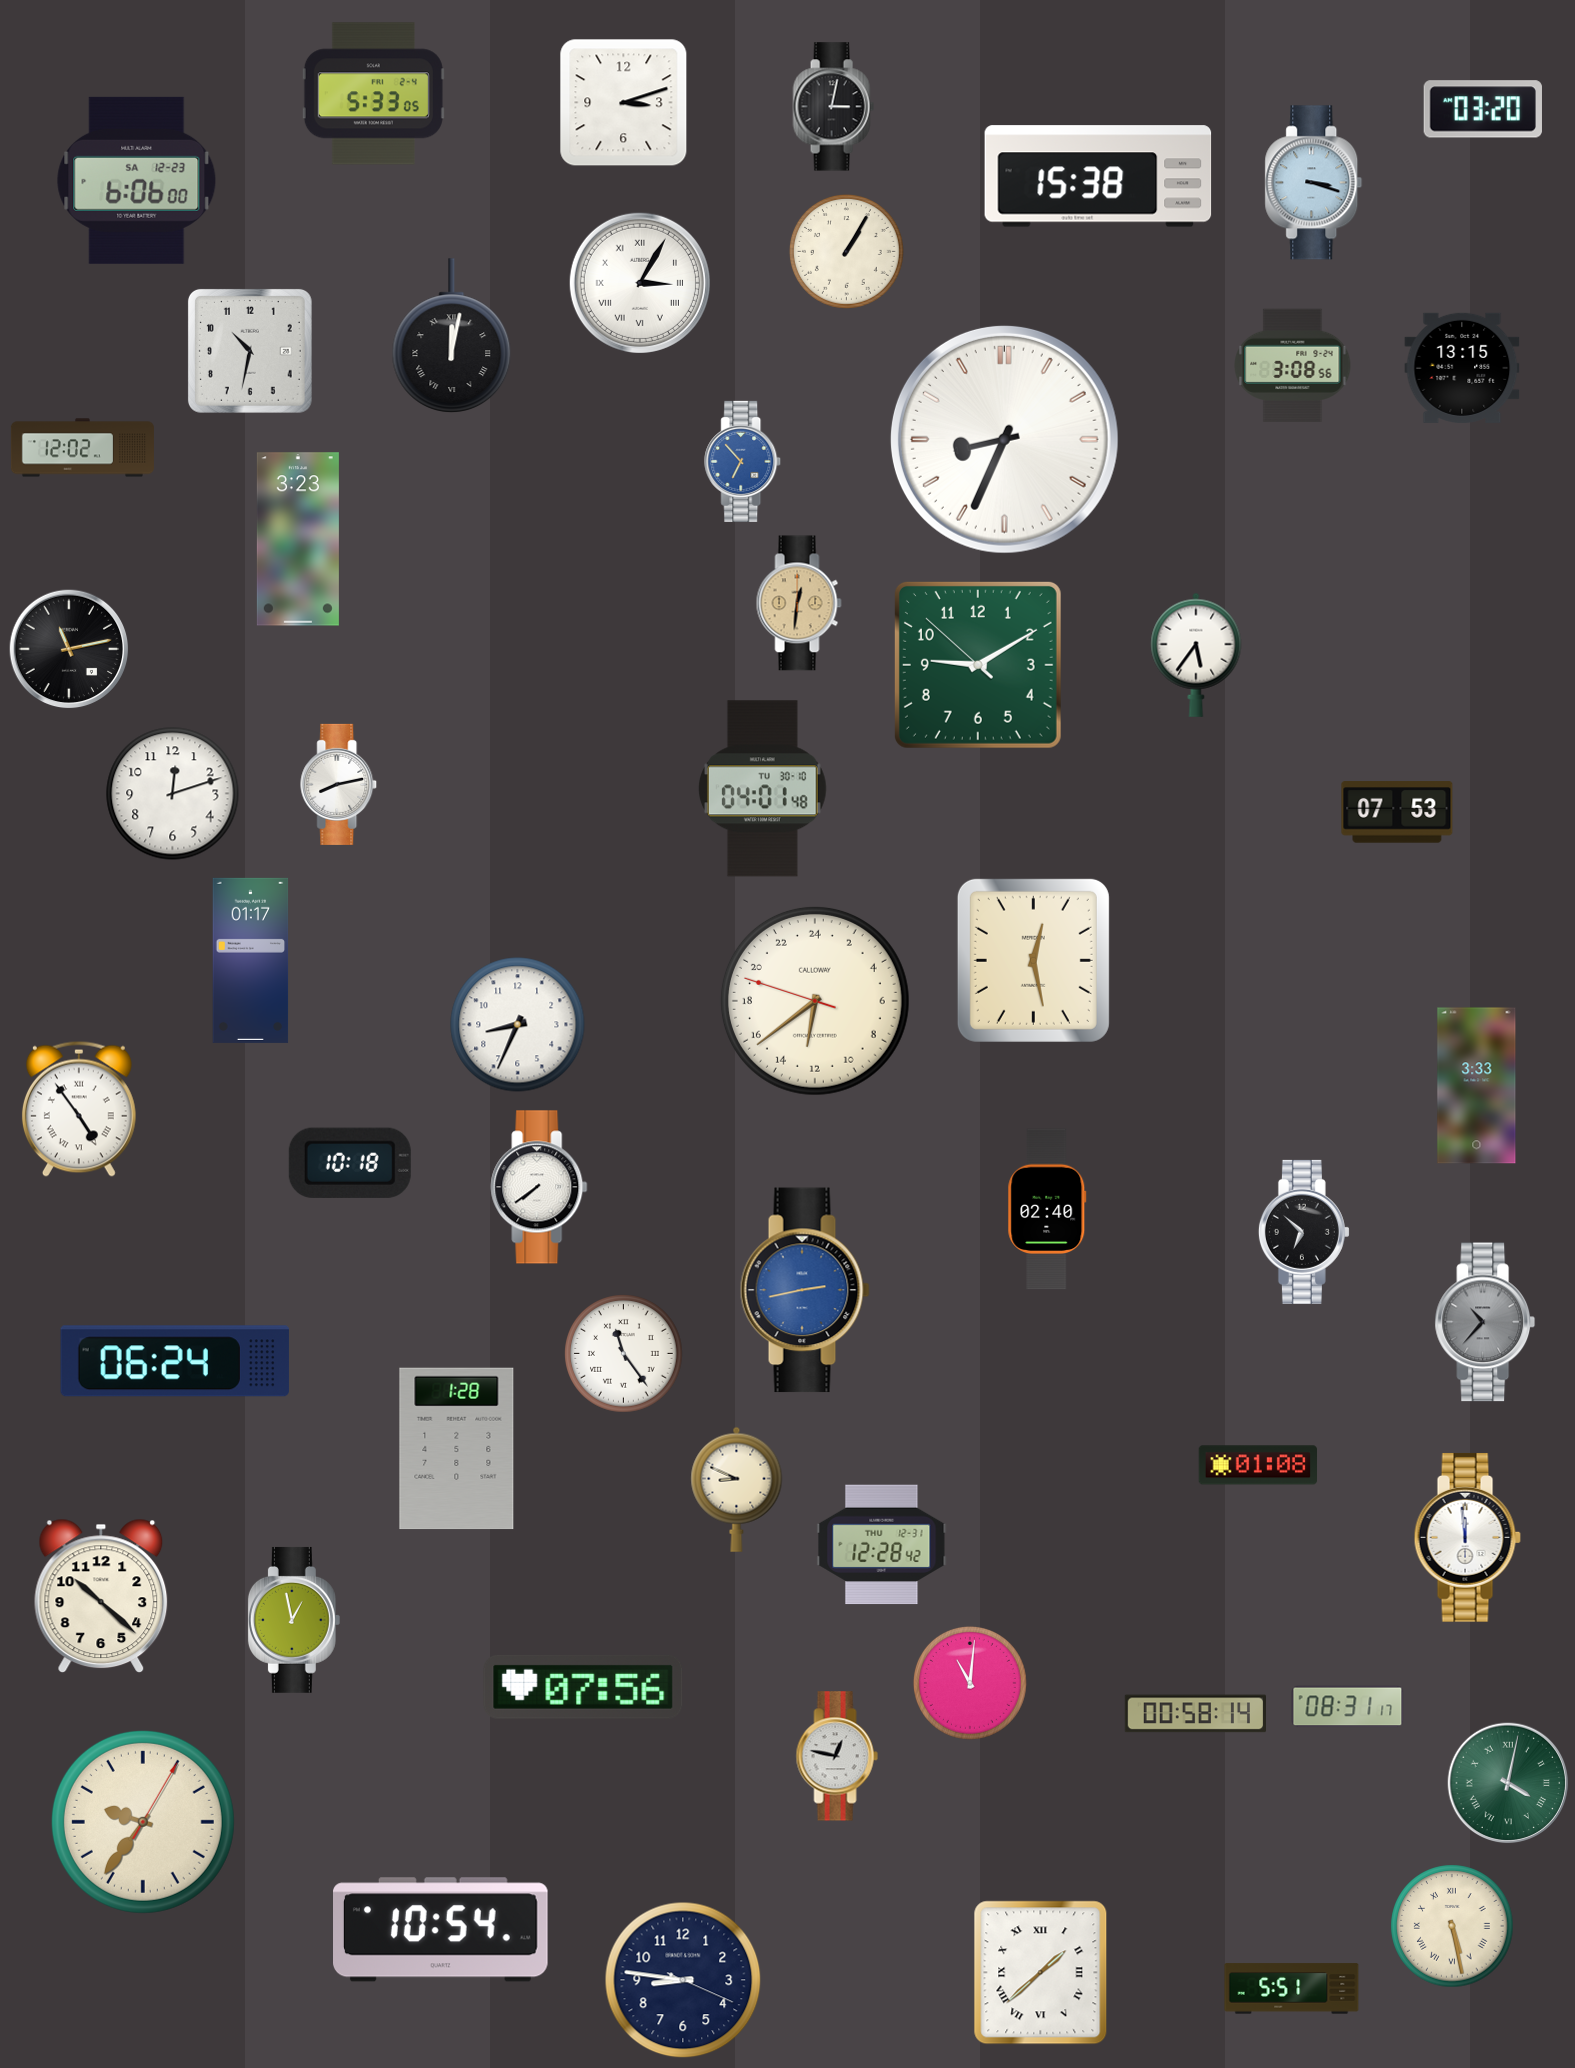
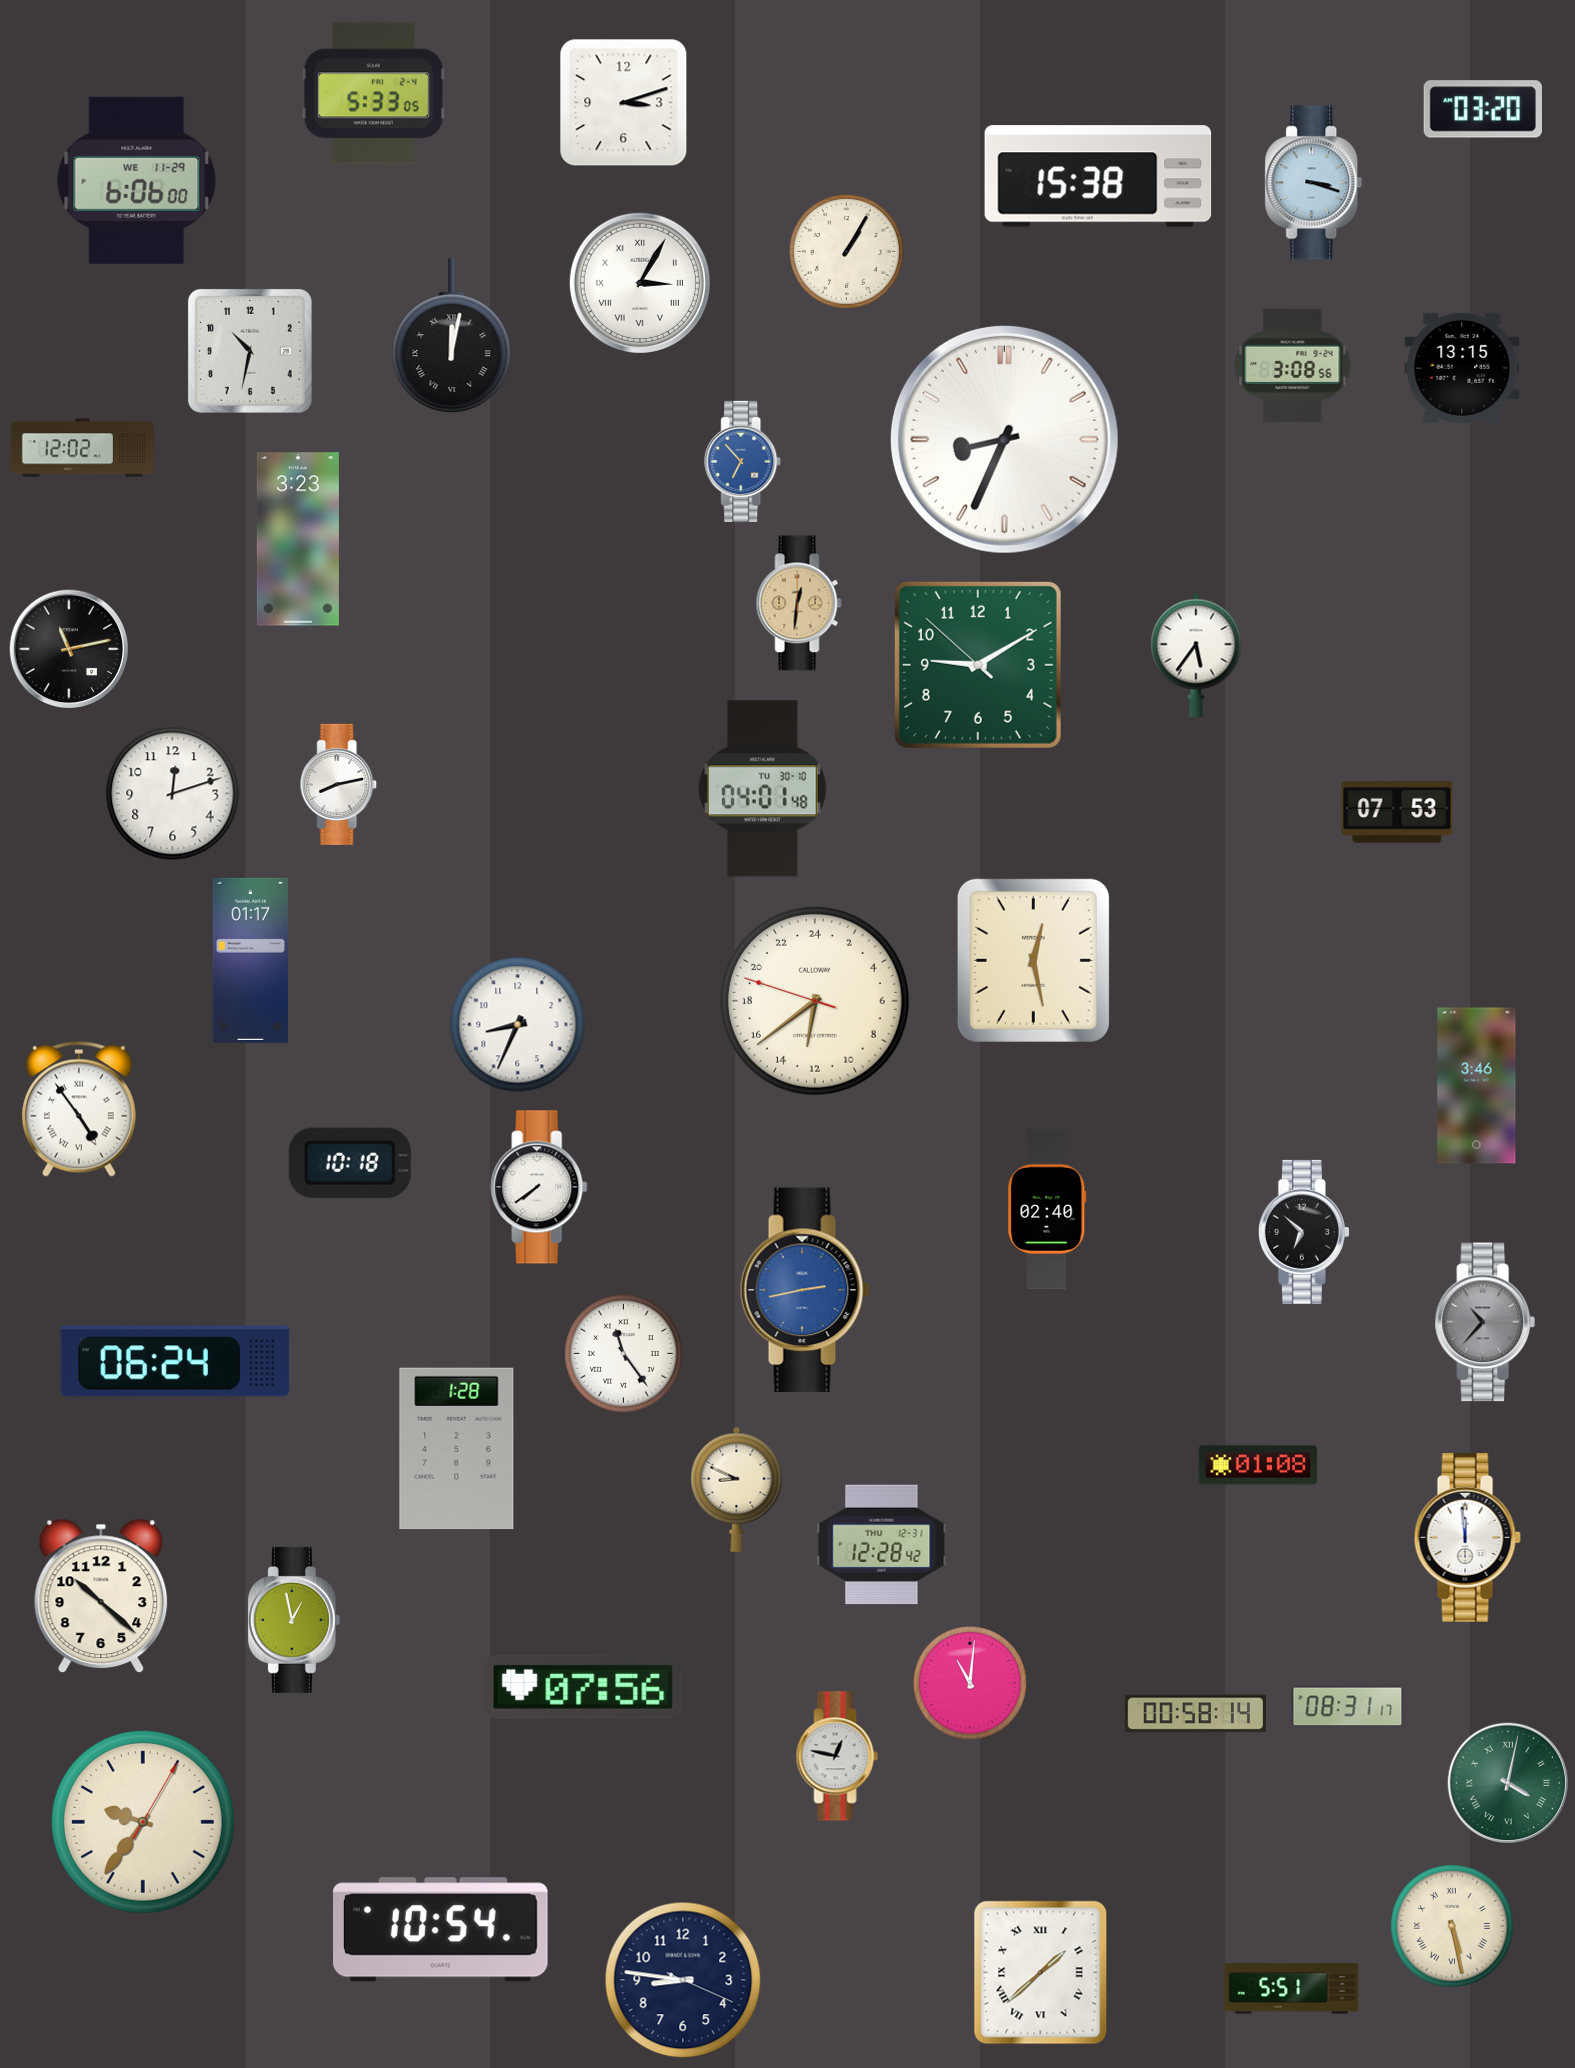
clock at (833, 107): 3:02 -> none
clock at (137, 180) date: SA 12-23 -> WE 11-29
clock at (1477, 1086): 3:33 -> 3:46
